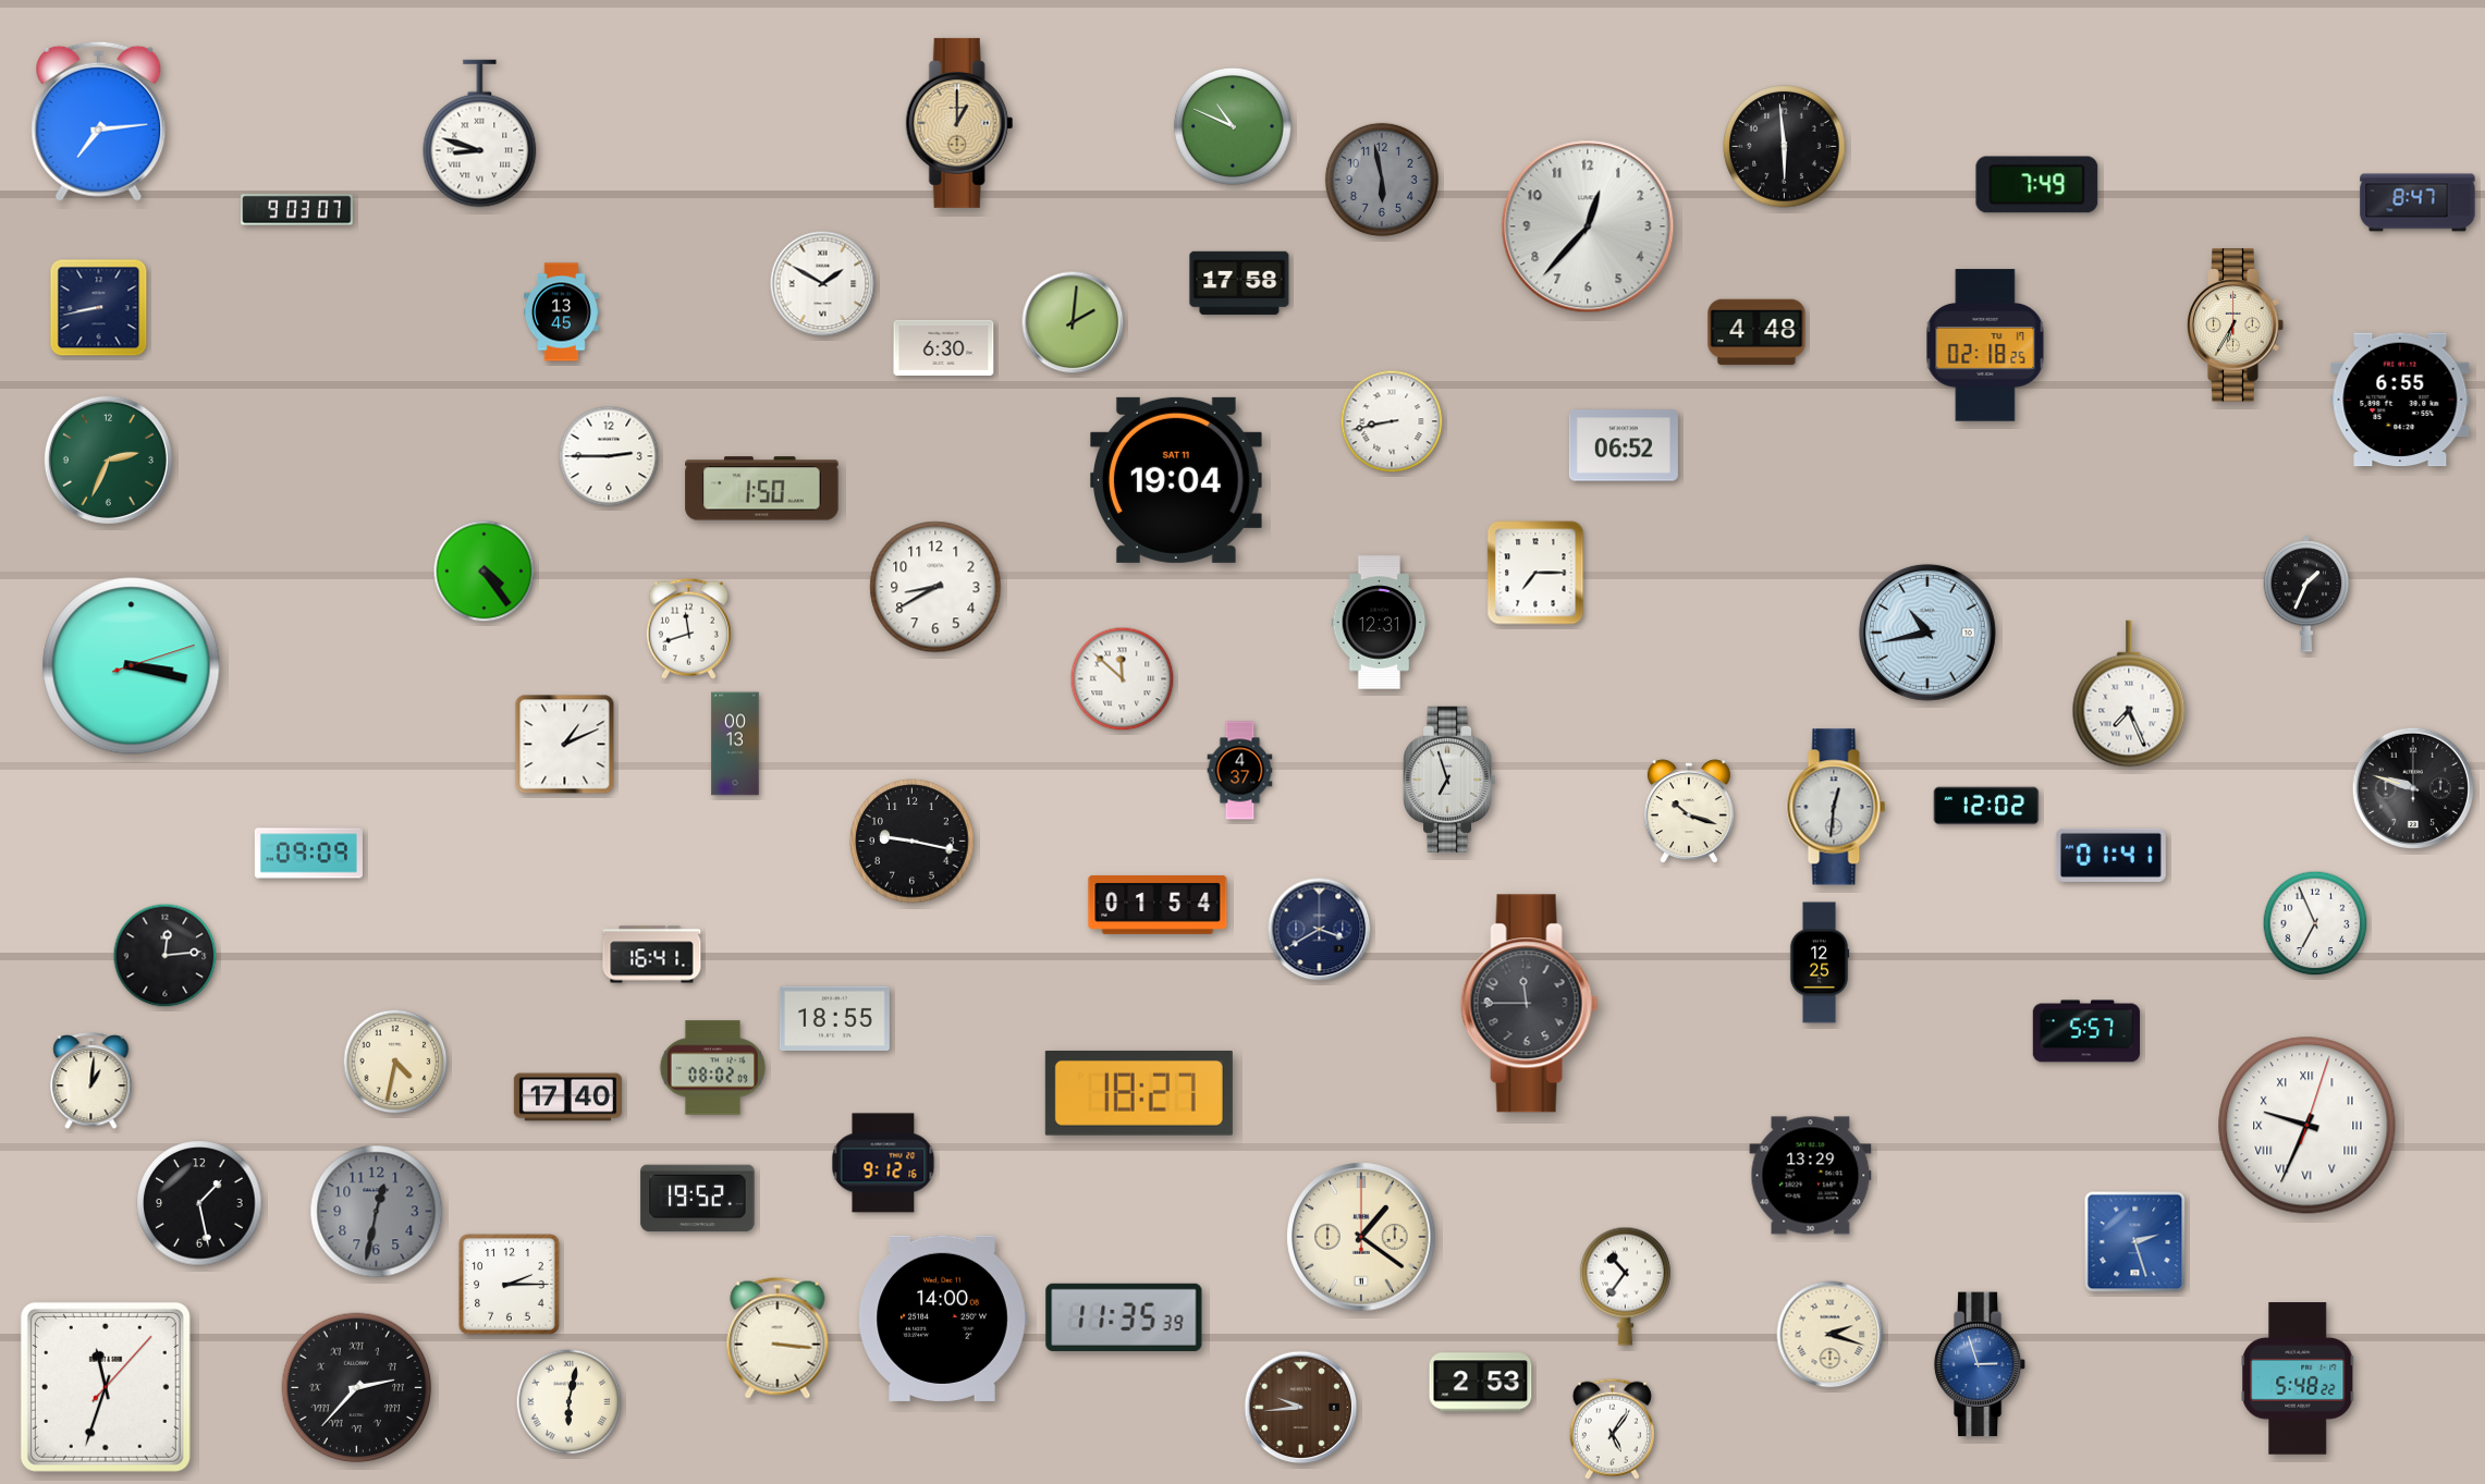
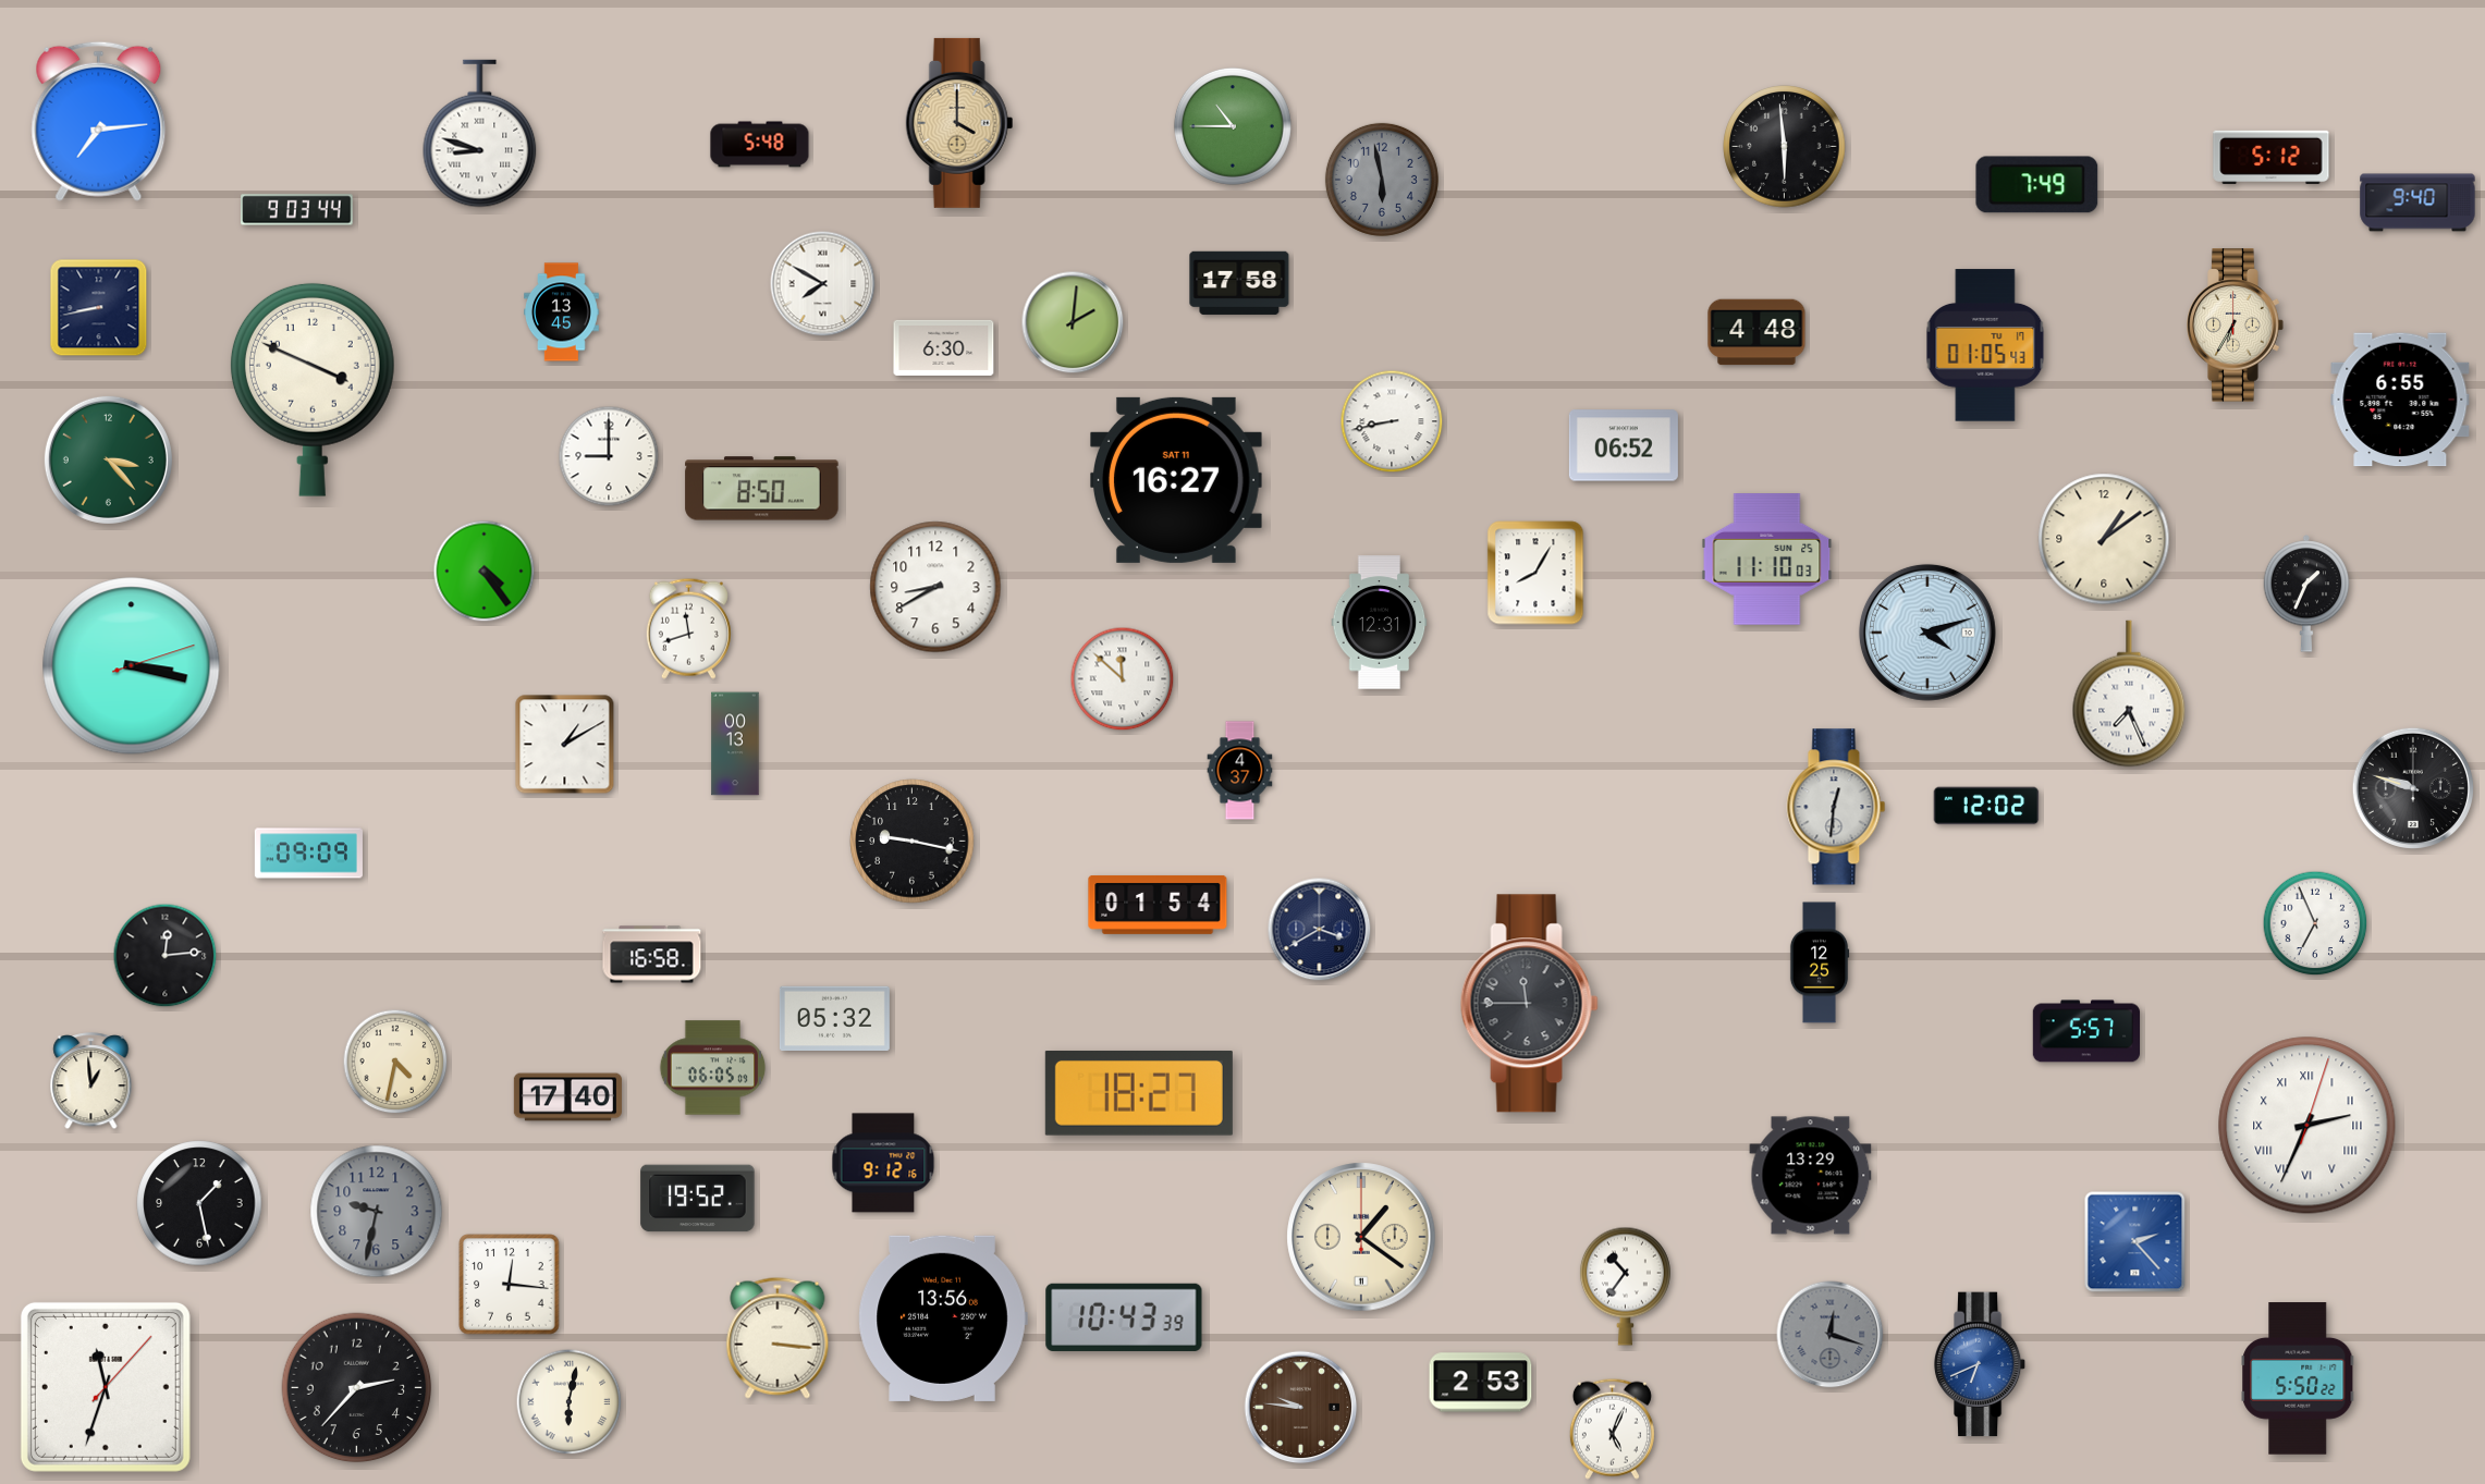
clock at (959, 123): 1:00 -> 4:00
clock at (1233, 126): 10:49 -> 10:45
clock at (760, 145): none -> 5:48
clock at (2272, 157): none -> 5:12
clock at (2417, 203): 8:47 -> 9:40
clock at (297, 210): 9:03:07 -> 9:03:44
clock at (1588, 226): 12:37 -> none
clock at (823, 284): 1:50 -> 7:50
clock at (1985, 345): 02:18 -> 01:05
clock at (313, 390): none -> 3:49
clock at (609, 456): 2:45 -> 9:00
clock at (108, 459): 2:34 -> 3:23
clock at (1177, 480): 19:04 -> 16:27
clock at (762, 489): 1:50 -> 8:50
clock at (2104, 539): none -> 1:09
clock at (1767, 560): none -> 11:10
clock at (1535, 573): 7:15 -> 8:05
clock at (1927, 633): 10:43 -> 4:12
clock at (565, 745): 1:11 -> 1:10
clock at (1449, 778): 6:57 -> none
clock at (1689, 812): 10:18 -> none
clock at (2110, 855): 01:41 -> none
clock at (652, 955): 16:41 -> 16:58
clock at (834, 1019): 18:55 -> 05:32
clock at (713, 1068): 08:02 -> 06:05
clock at (91, 1081): 1:01 -> 12:59
clock at (2307, 1126): 9:34 -> 2:34
clock at (377, 1212): 12:32 -> 9:32
clock at (2135, 1242): 2:27 -> 2:23
clock at (510, 1285): 2:15 -> 12:16
clock at (1124, 1317): 11:35 -> 10:43
clock at (943, 1319): 14:00 -> 13:56
clock at (1831, 1335): 2:18 -> 12:18
clock at (1831, 1335) dial: cream -> grey
clock at (1980, 1364): 2:57 -> 6:41
clock at (2298, 1378): 5:48 -> 5:50
clock at (357, 1388) numerals: Roman -> Arabic
clock at (1301, 1408): 9:44 -> 9:46
clock at (1612, 1428): 5:06 -> 5:04
